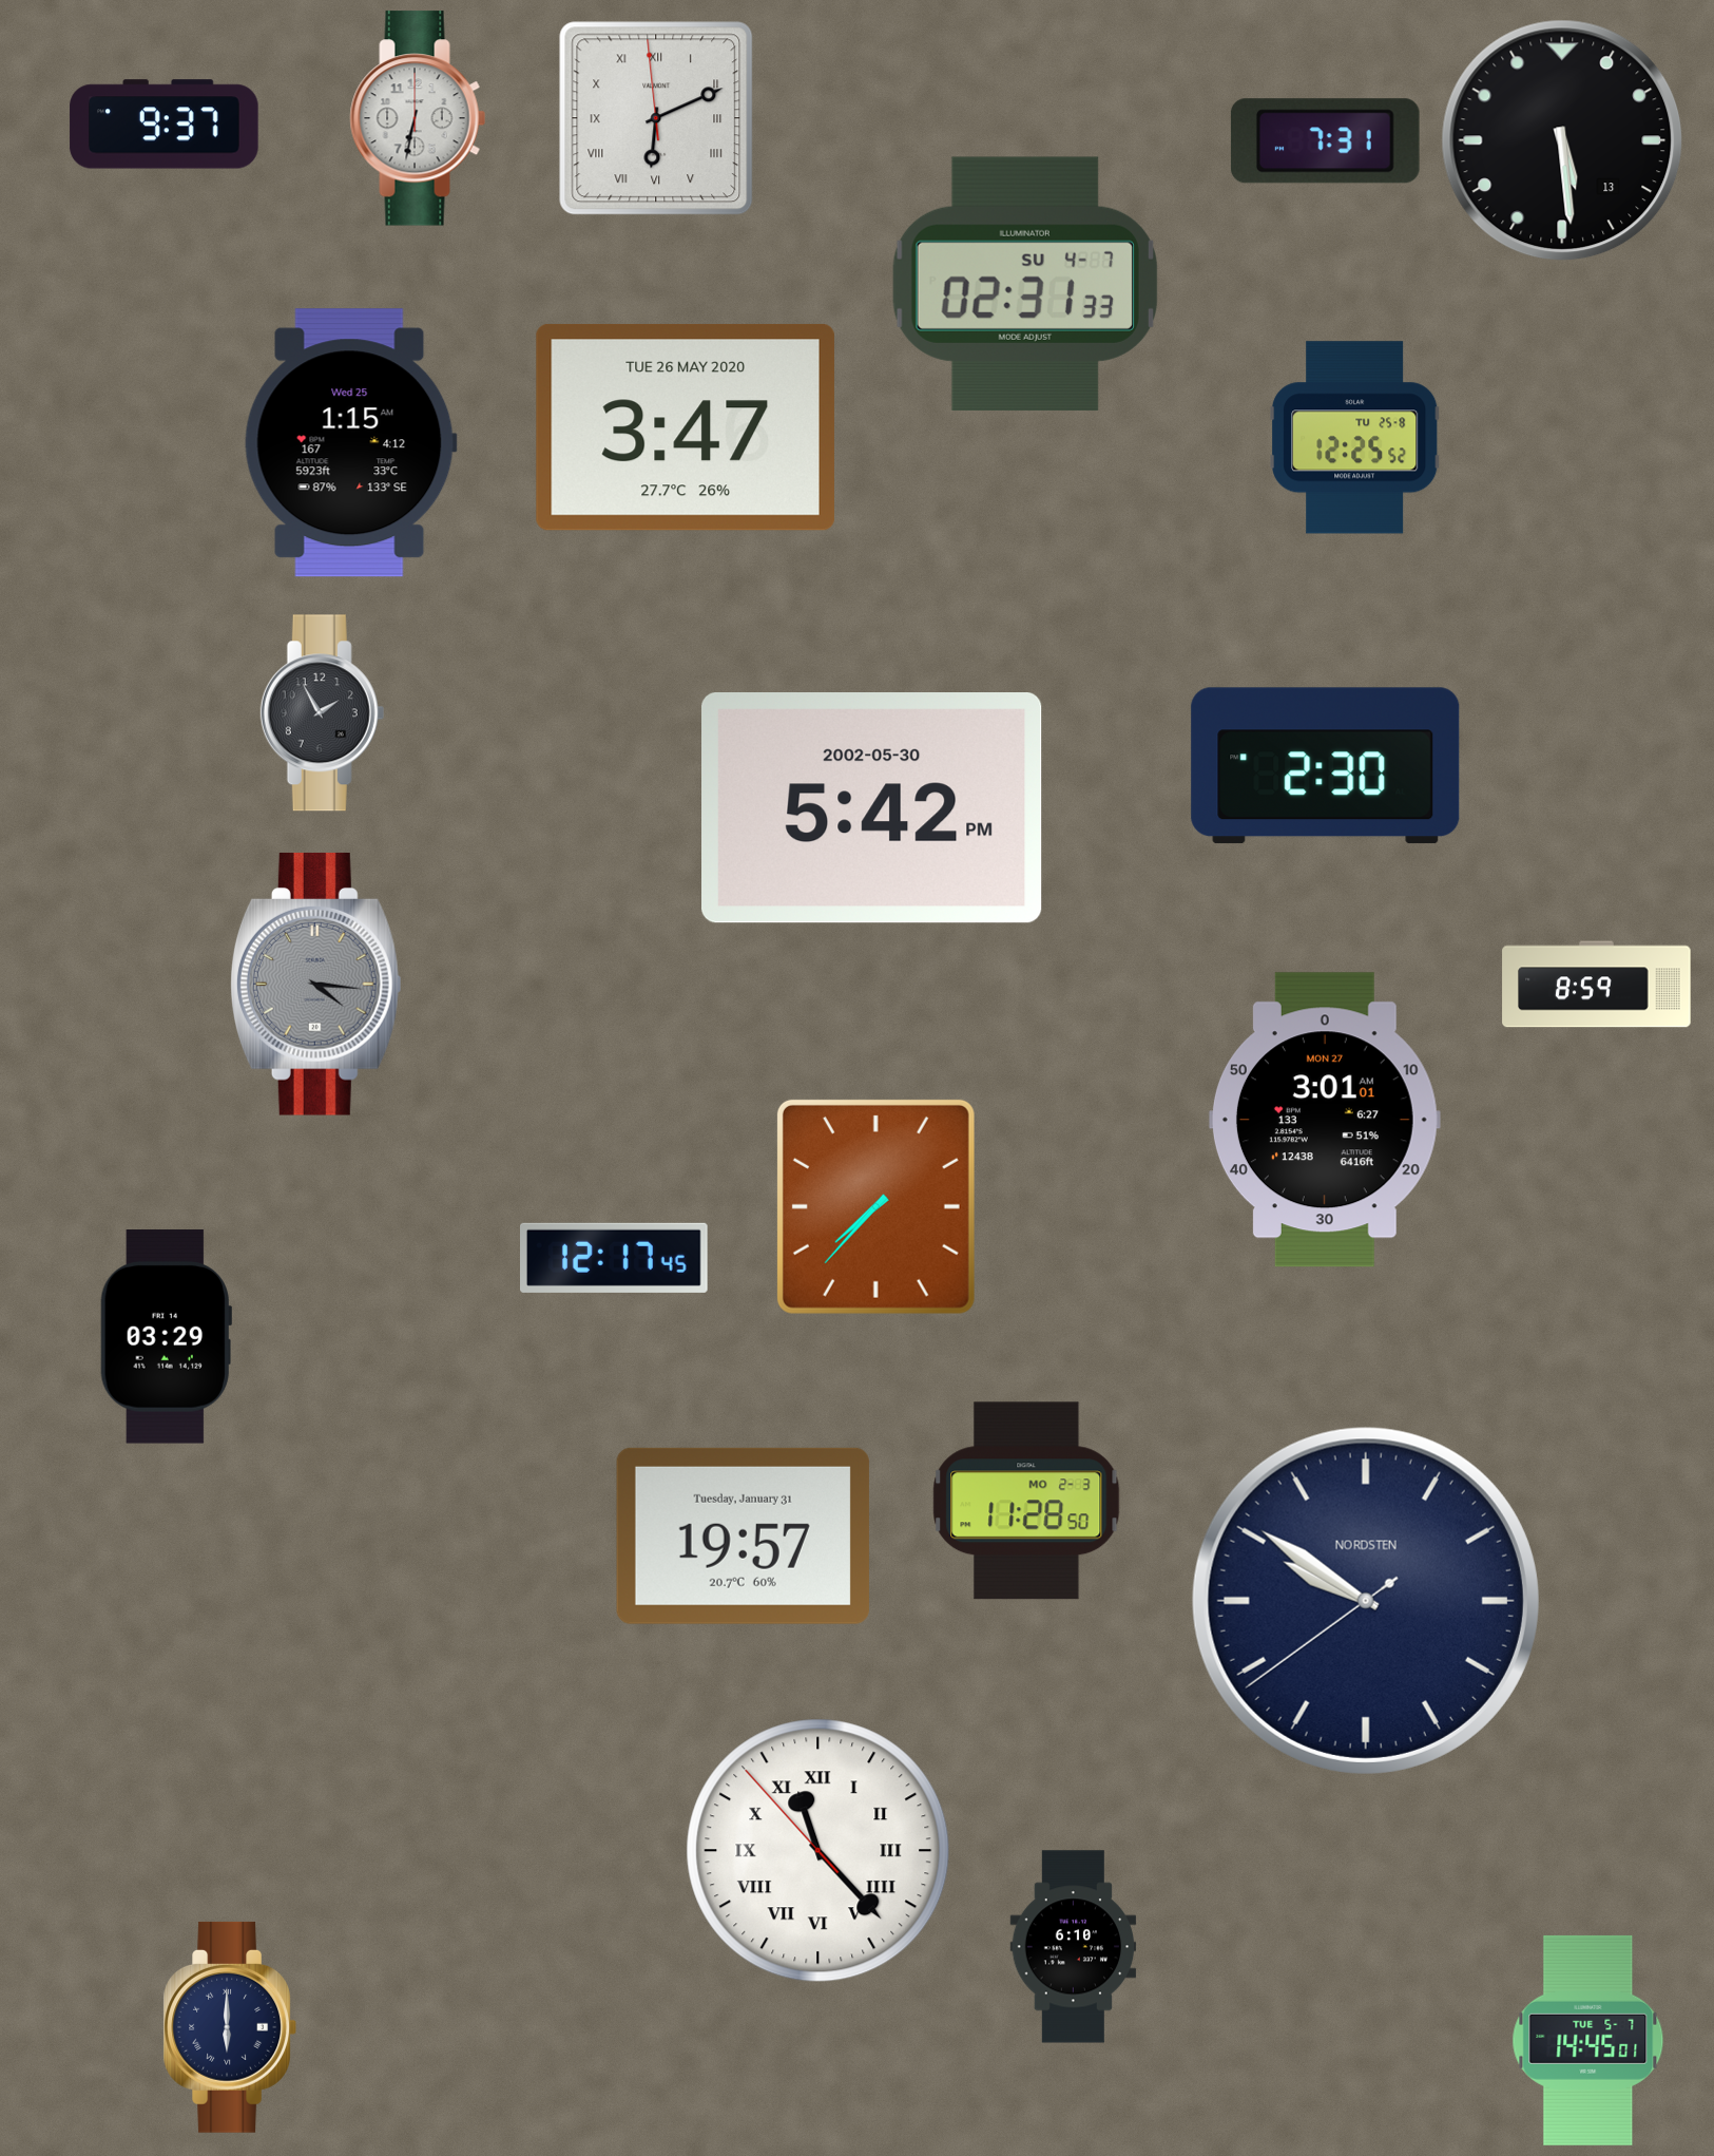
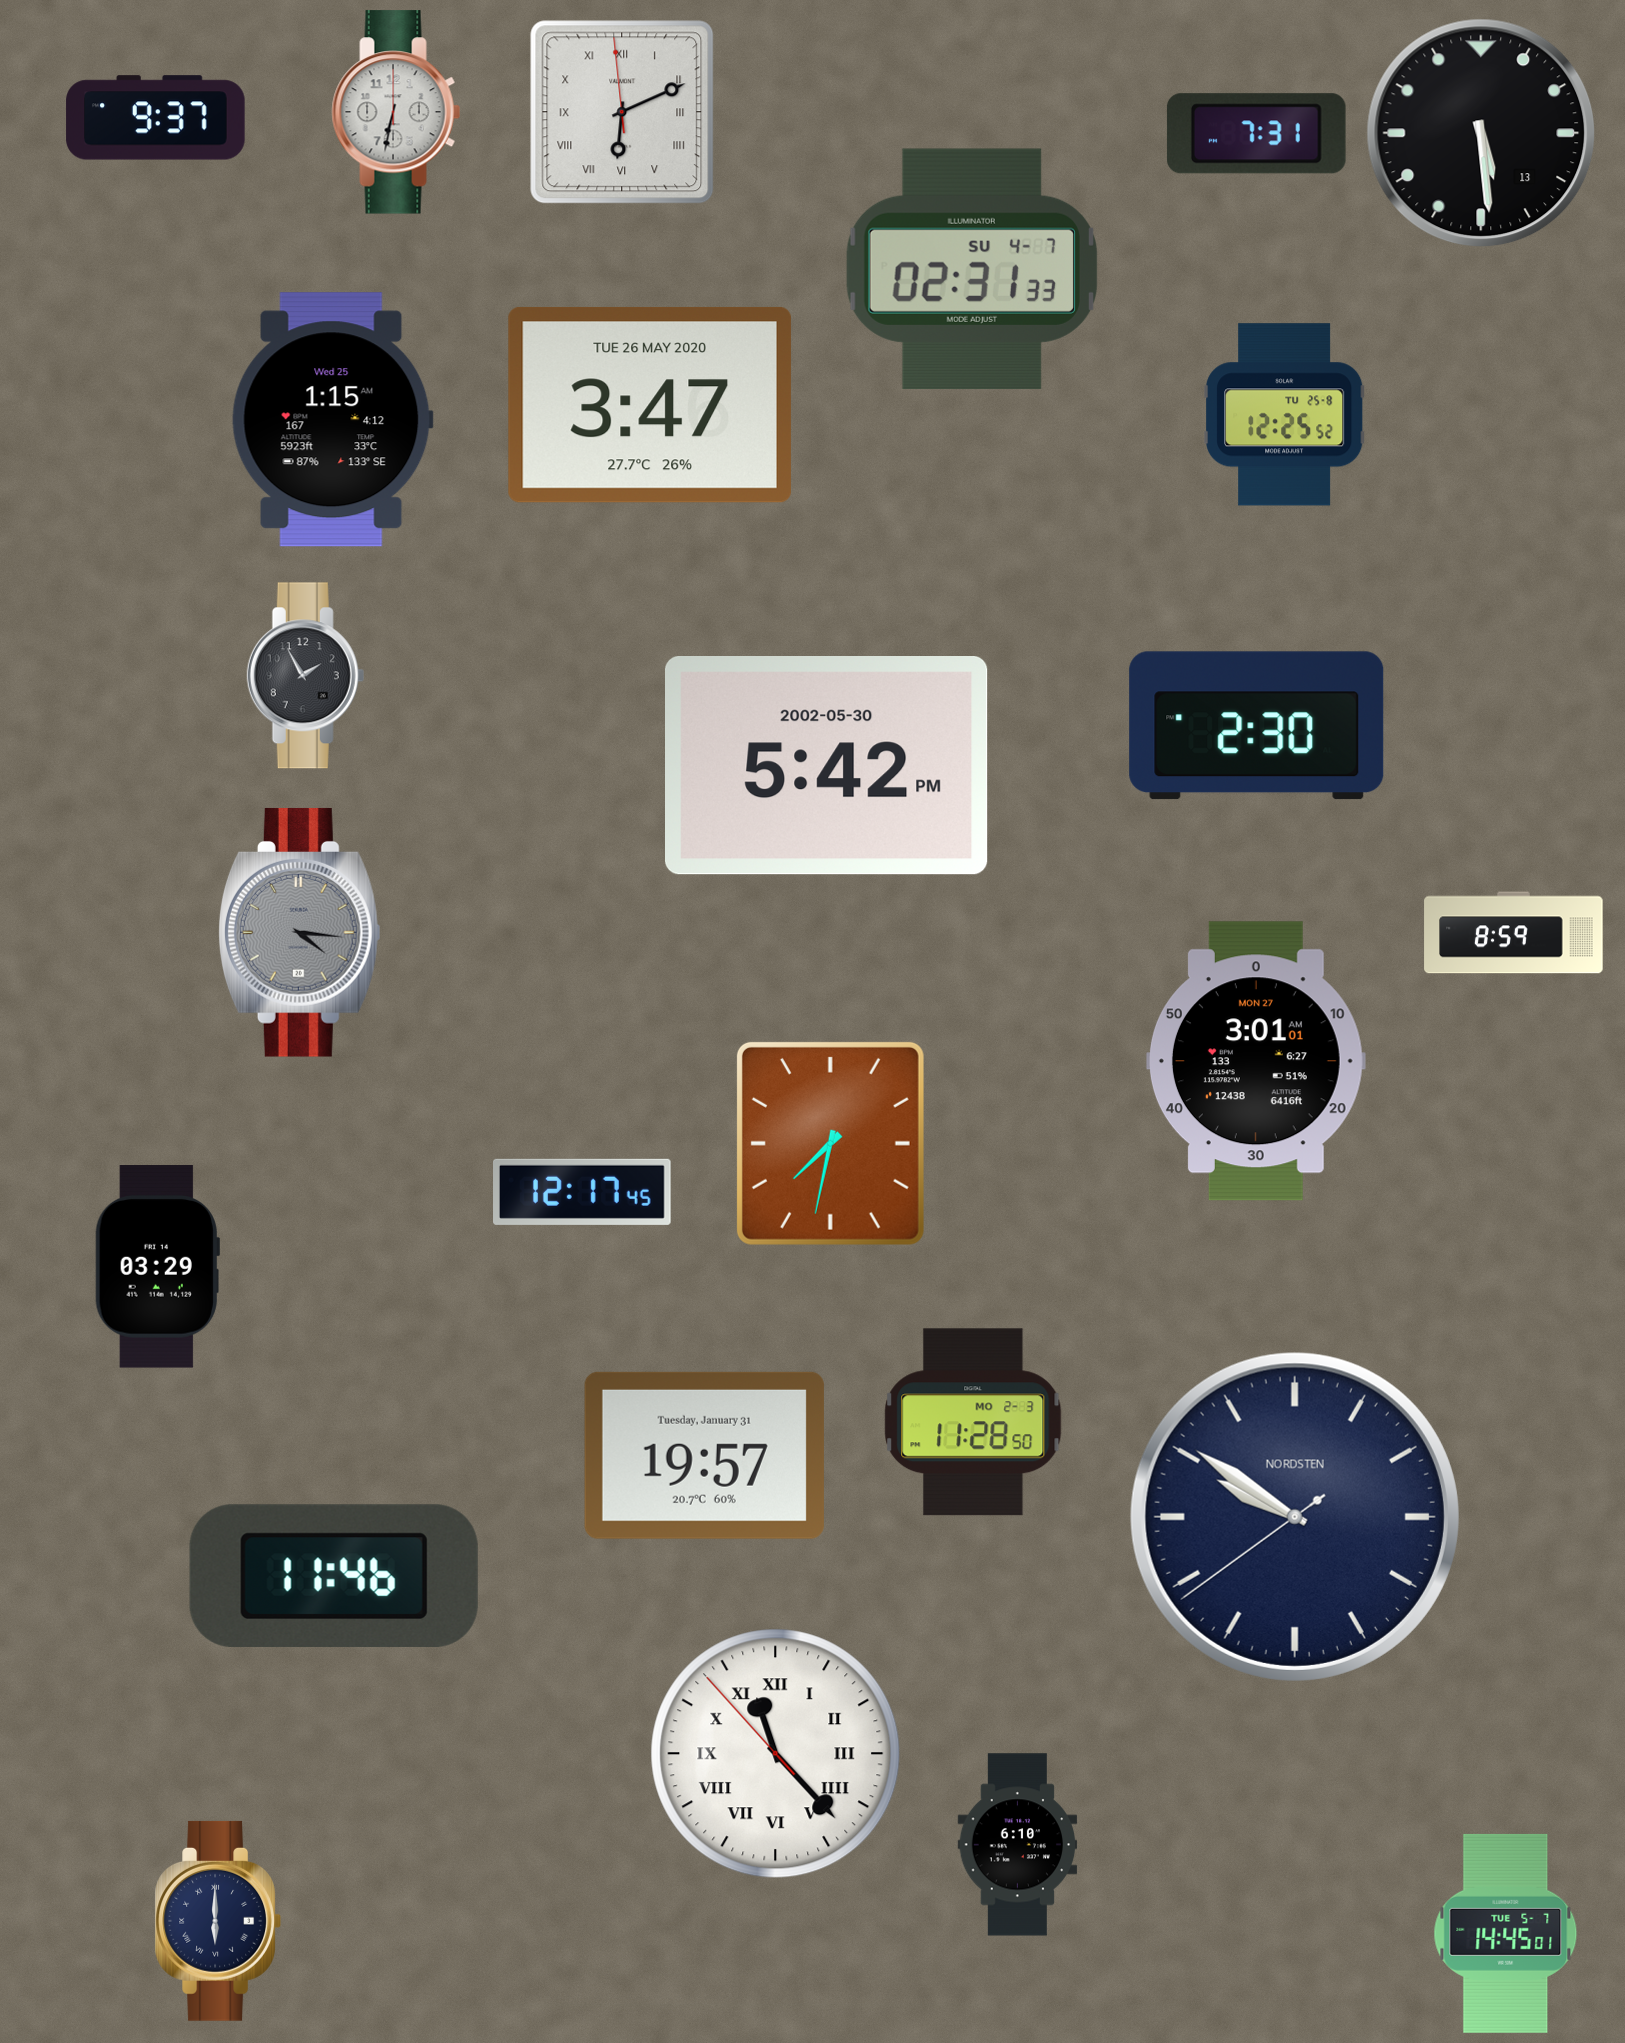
clock at (875, 1206): 7:37 -> 7:32
clock at (334, 1576): none -> 11:46
